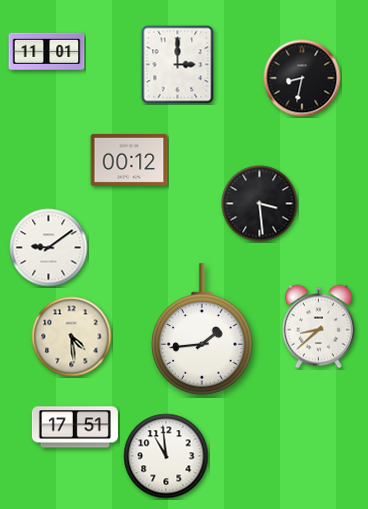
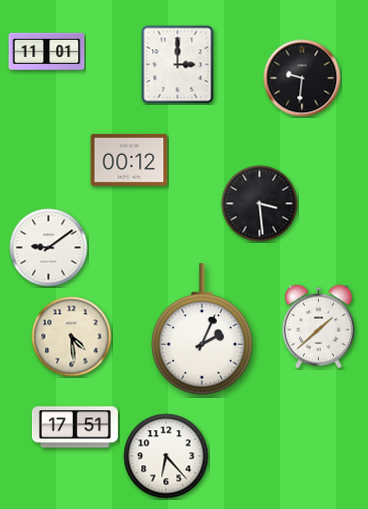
clock at (302, 78): 8:32 -> 9:31
clock at (318, 327): 8:38 -> 1:38
clock at (202, 329): 1:44 -> 2:04
clock at (166, 456): 10:59 -> 6:23
